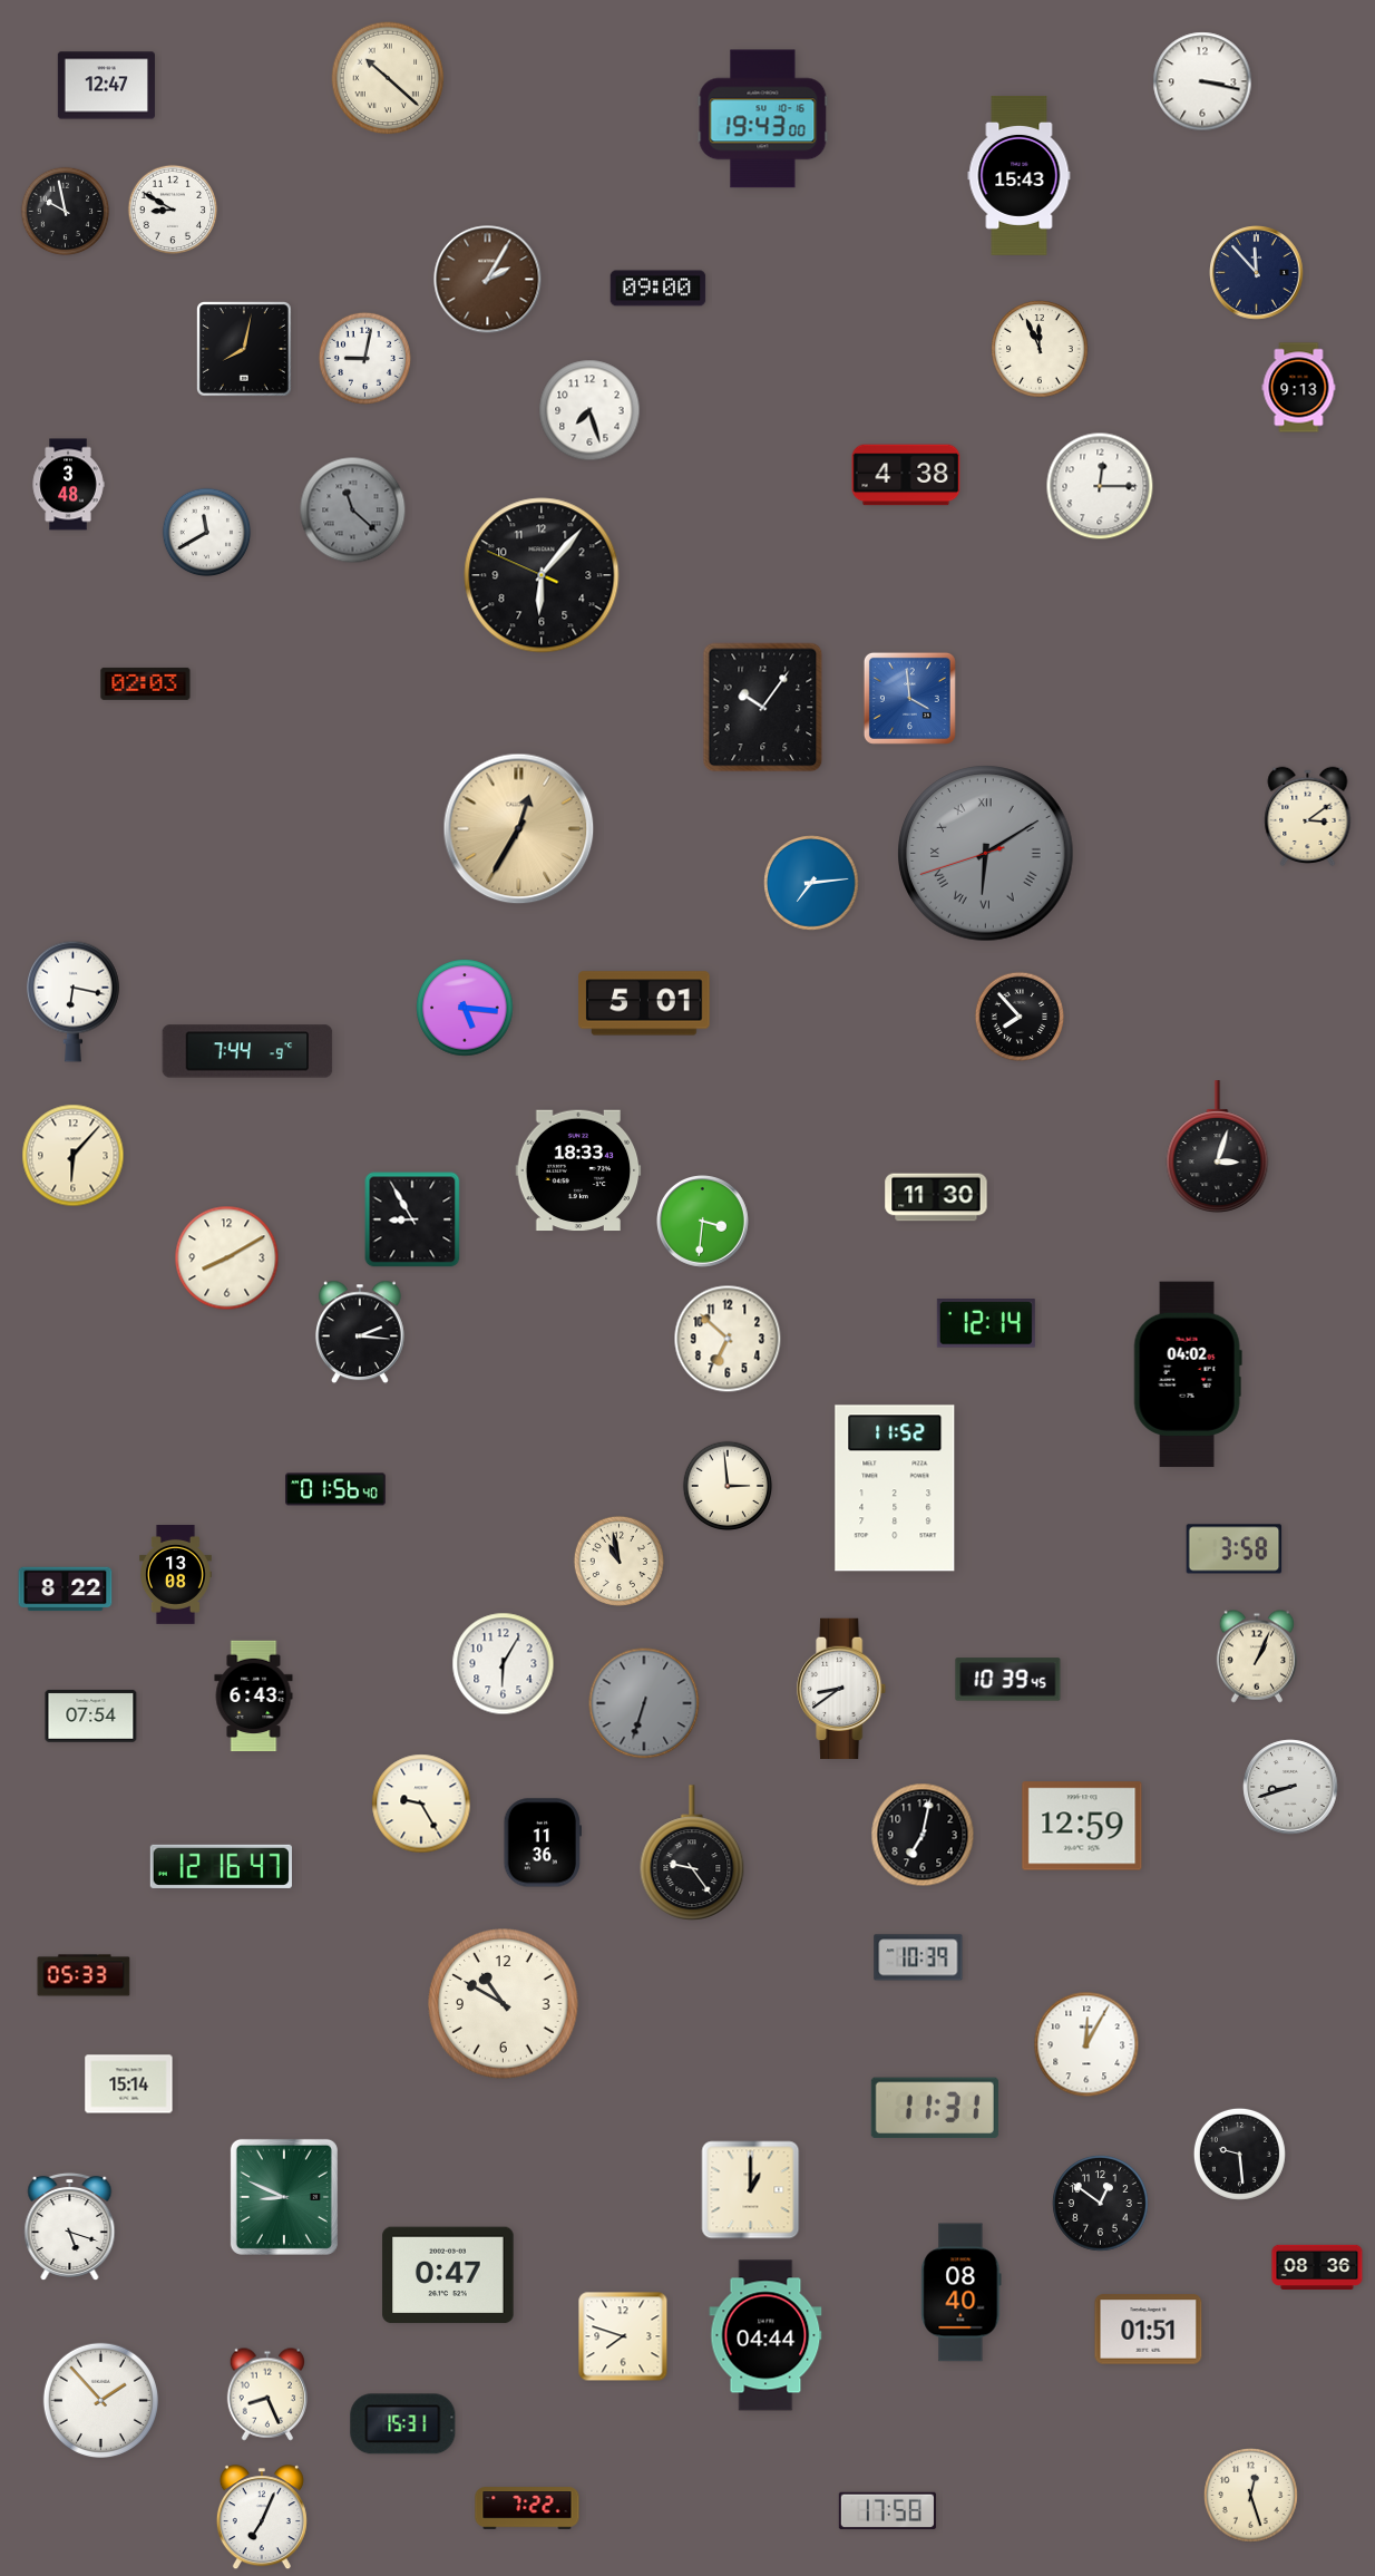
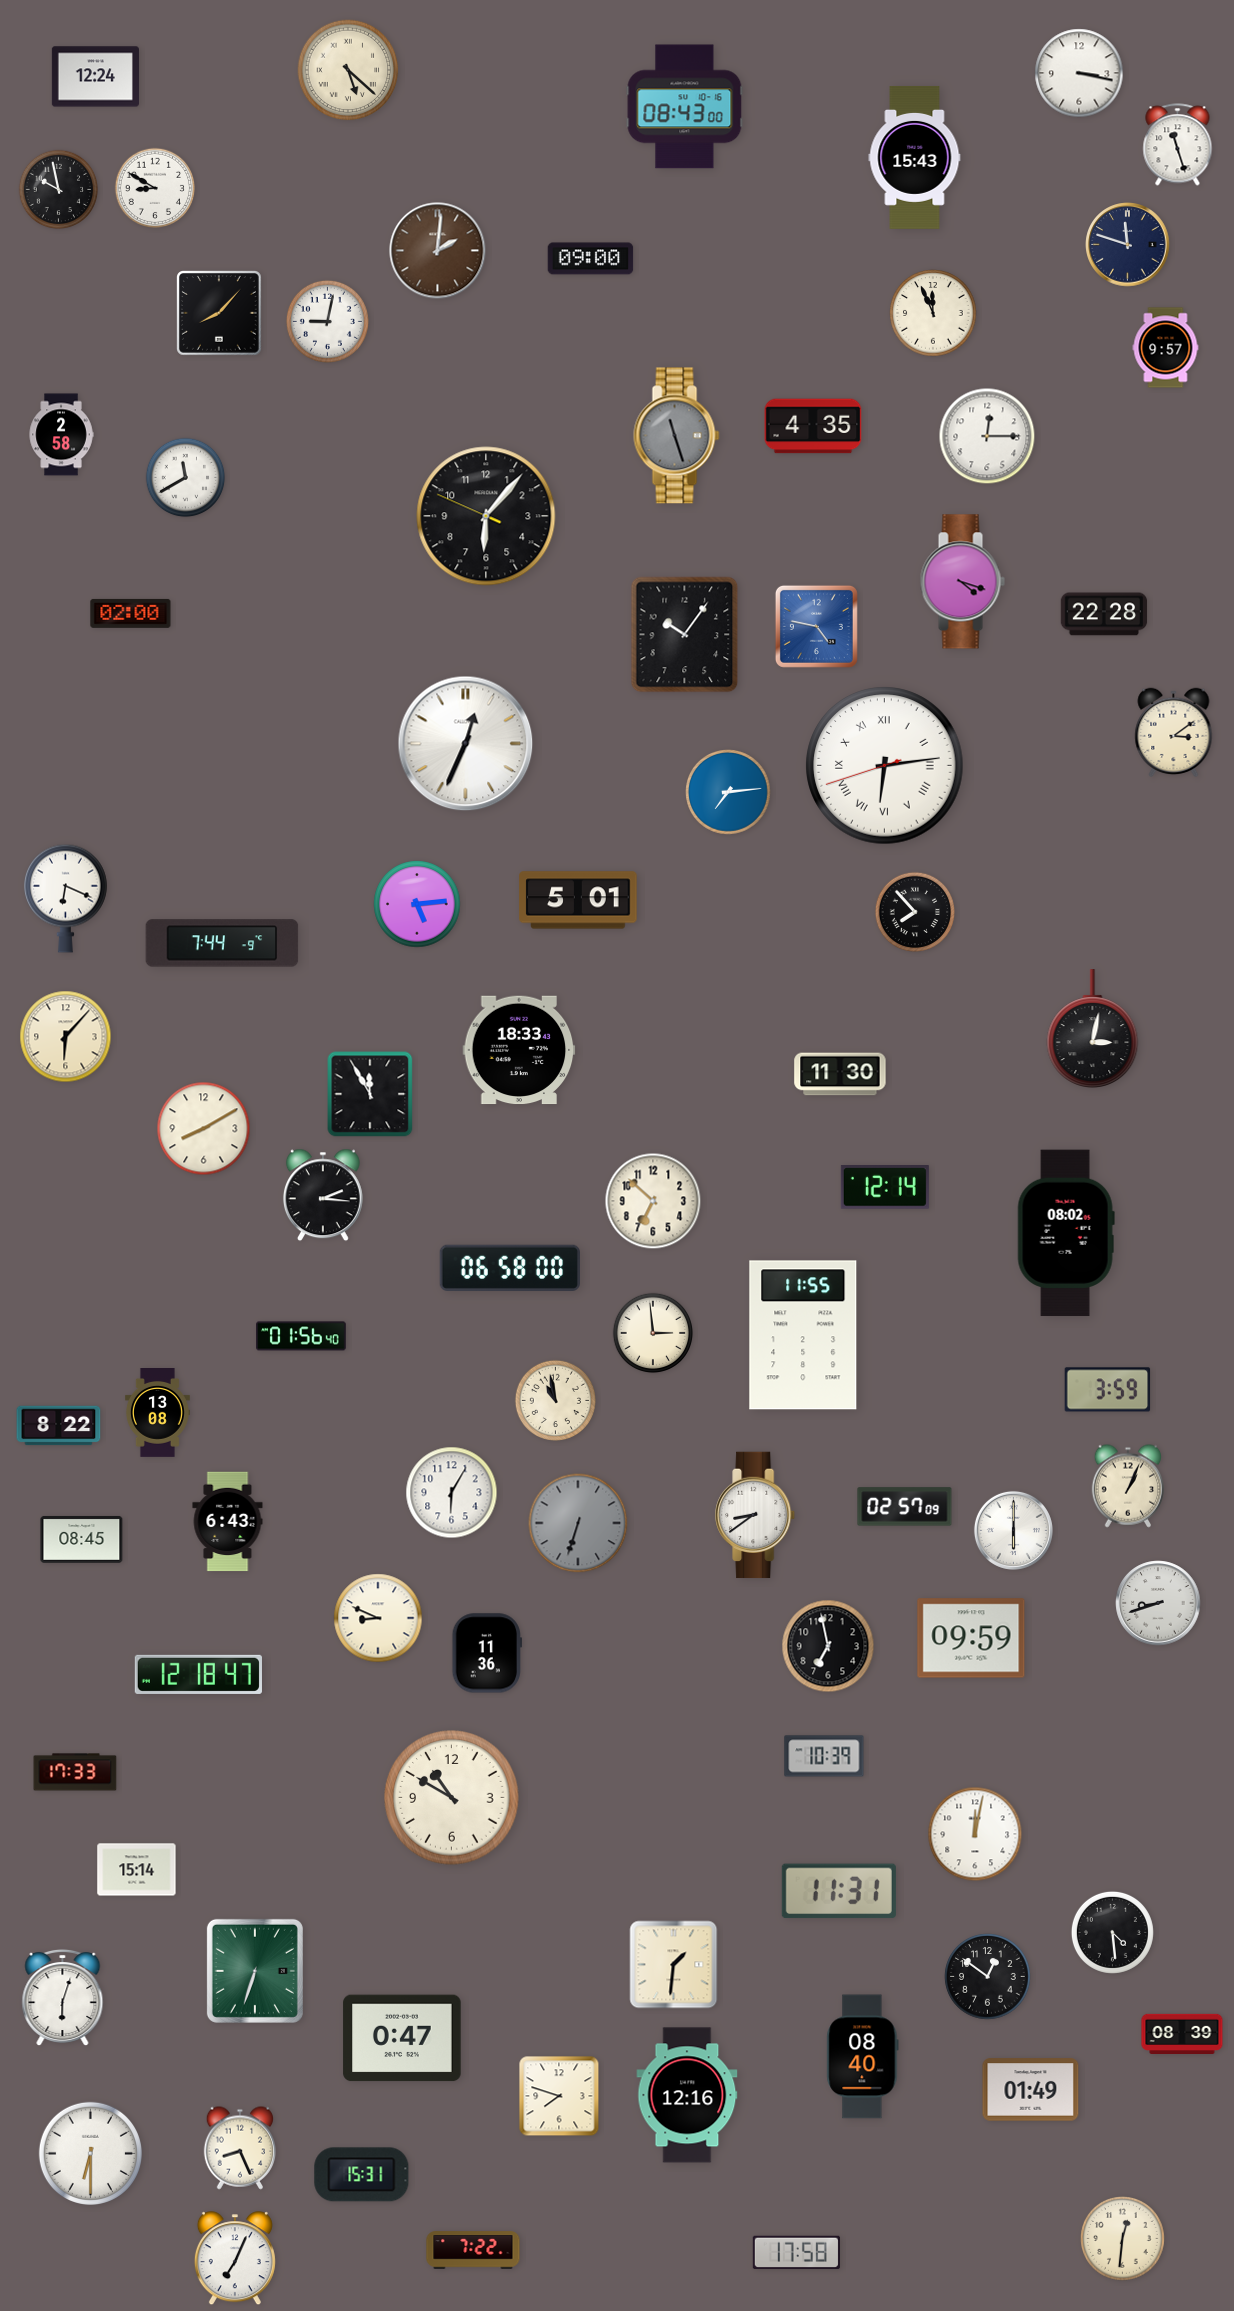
clock at (388, 78): 10:22 -> 5:22
clock at (106, 86): 12:47 -> 12:24
clock at (763, 119): 19:43 -> 08:43
clock at (1178, 145): none -> 11:27
clock at (1257, 273): 11:53 -> 11:48
clock at (488, 280): 2:05 -> 2:01
clock at (245, 350): 8:02 -> 8:07
clock at (1299, 388): 9:13 -> 9:57
clock at (589, 410): 7:27 -> none
clock at (906, 475): 4:38 -> 4:35
clock at (68, 485): 3:48 -> 2:58
clock at (677, 436): none -> 11:27
clock at (353, 511): 11:22 -> none
clock at (962, 582): none -> 4:18
clock at (146, 683): 02:03 -> 02:00
clock at (1104, 614): none -> 22:28
clock at (909, 698): 3:59 -> 4:47
clock at (519, 829): 12:35 -> 12:34
clock at (519, 829) dial: champagne -> white
clock at (986, 854): 6:09 -> 6:13
clock at (986, 854) dial: grey -> white
clock at (72, 1001): 6:17 -> 6:19
clock at (465, 1008): 5:16 -> 5:14
clock at (1218, 1146): 3:03 -> 3:02
clock at (412, 1219): 8:55 -> 11:55
clock at (703, 1222): 3:31 -> none
clock at (1188, 1374): 04:02 -> 08:02
clock at (510, 1268): none -> 06:58
clock at (895, 1488): 11:52 -> 11:55
clock at (1235, 1549): 3:58 -> 3:59
clock at (1008, 1680): 10:39 -> 02:57
clock at (644, 1703) position: (644, 1703) -> (578, 1523)
clock at (1013, 1530): none -> 6:00
clock at (91, 1715): 07:54 -> 08:45
clock at (421, 1804): 9:25 -> 8:49
clock at (1082, 1826): 12:59 -> 09:59
clock at (923, 1835): 7:02 -> 6:58
clock at (692, 1853): 9:24 -> none
clock at (221, 1866): 12:16 -> 12:18
clock at (84, 1975): 05:33 -> 17:33
clock at (1086, 2044): 12:05 -> 12:02
clock at (129, 2084) position: (129, 2084) -> (137, 1870)
clock at (1239, 2154): 9:29 -> 4:29
clock at (751, 2190): 1:00 -> 1:31
clock at (284, 2197): 8:49 -> 6:33
clock at (70, 2227): 5:18 -> 6:03
clock at (1317, 2267): 08:36 -> 08:39
clock at (448, 2275) position: (448, 2275) -> (402, 2038)
clock at (1149, 2330): 01:51 -> 01:49
clock at (765, 2335): 04:44 -> 12:16
clock at (100, 2400): 1:53 -> 6:30
clock at (1251, 2496): 12:27 -> 12:31
